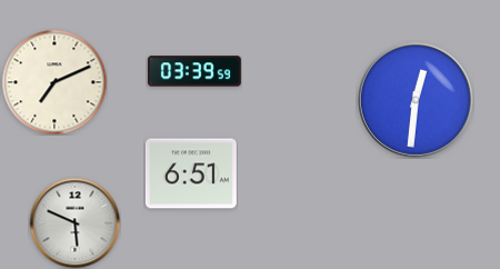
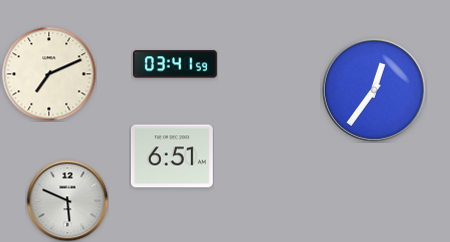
clock at (194, 71): 03:39 -> 03:41
clock at (416, 100): 12:31 -> 12:36
